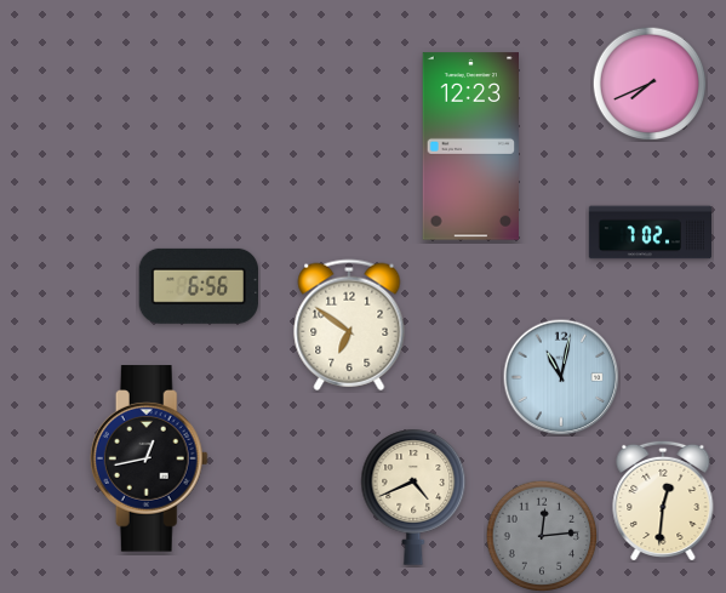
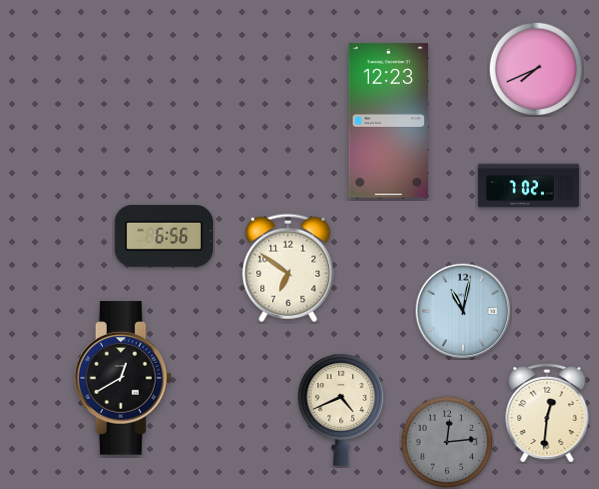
clock at (650, 233) position: (650, 233) -> (528, 186)
clock at (149, 458): 12:43 -> 12:40
